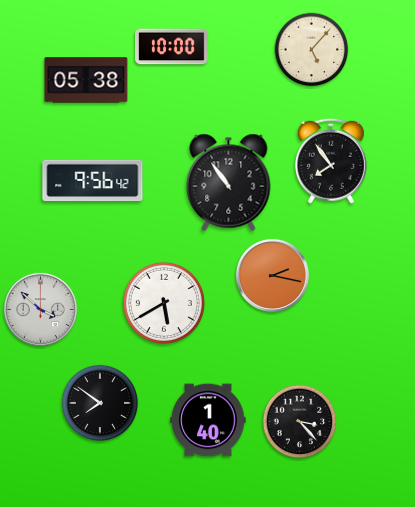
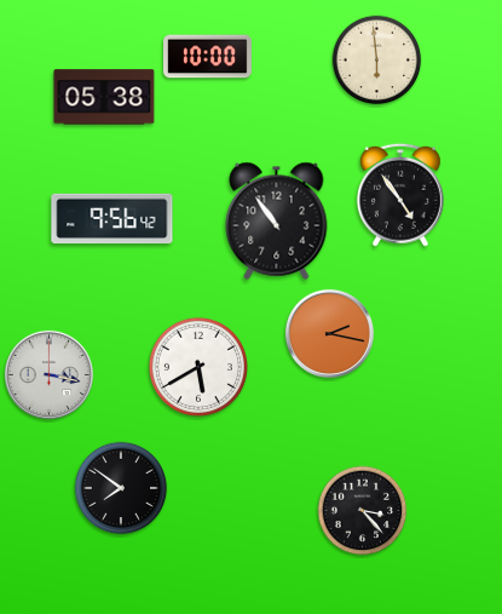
clock at (312, 50): 5:07 -> 5:59
clock at (331, 161): 7:54 -> 4:54
clock at (40, 309): 3:52 -> 3:17
clock at (208, 420): 1:40 -> none
